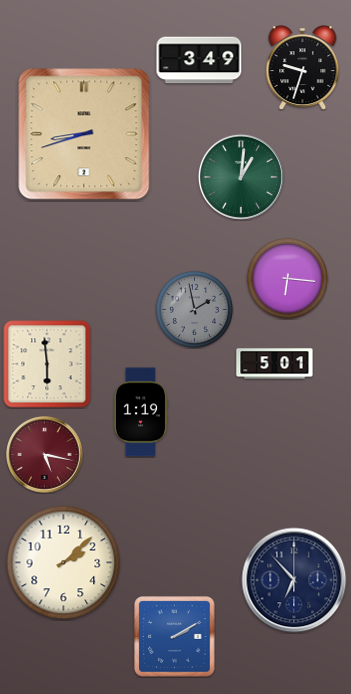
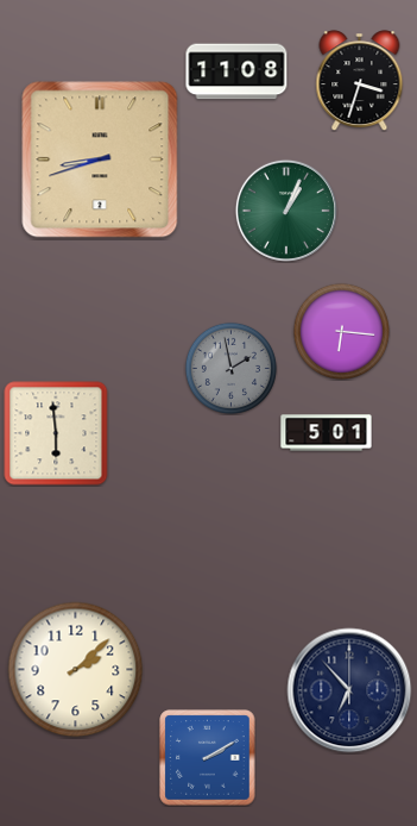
clock at (199, 60): 3:49 -> 11:08
clock at (303, 68): 9:33 -> 3:33
clock at (241, 177): 1:01 -> 1:04
clock at (140, 412): 1:19 -> none
clock at (45, 455): 5:17 -> none
